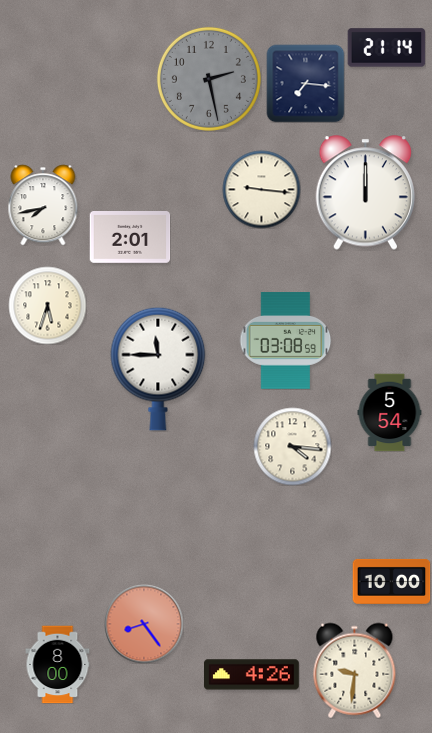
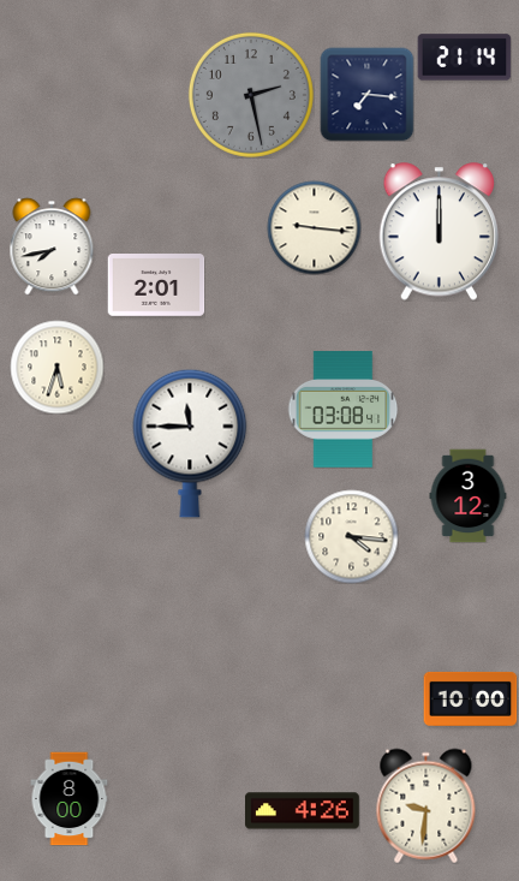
clock at (305, 83) position: (305, 83) -> (366, 94)
clock at (286, 341): 03:08:59 -> 03:08:41
clock at (390, 412): 5:54 -> 3:12
clock at (144, 624): 8:24 -> none
